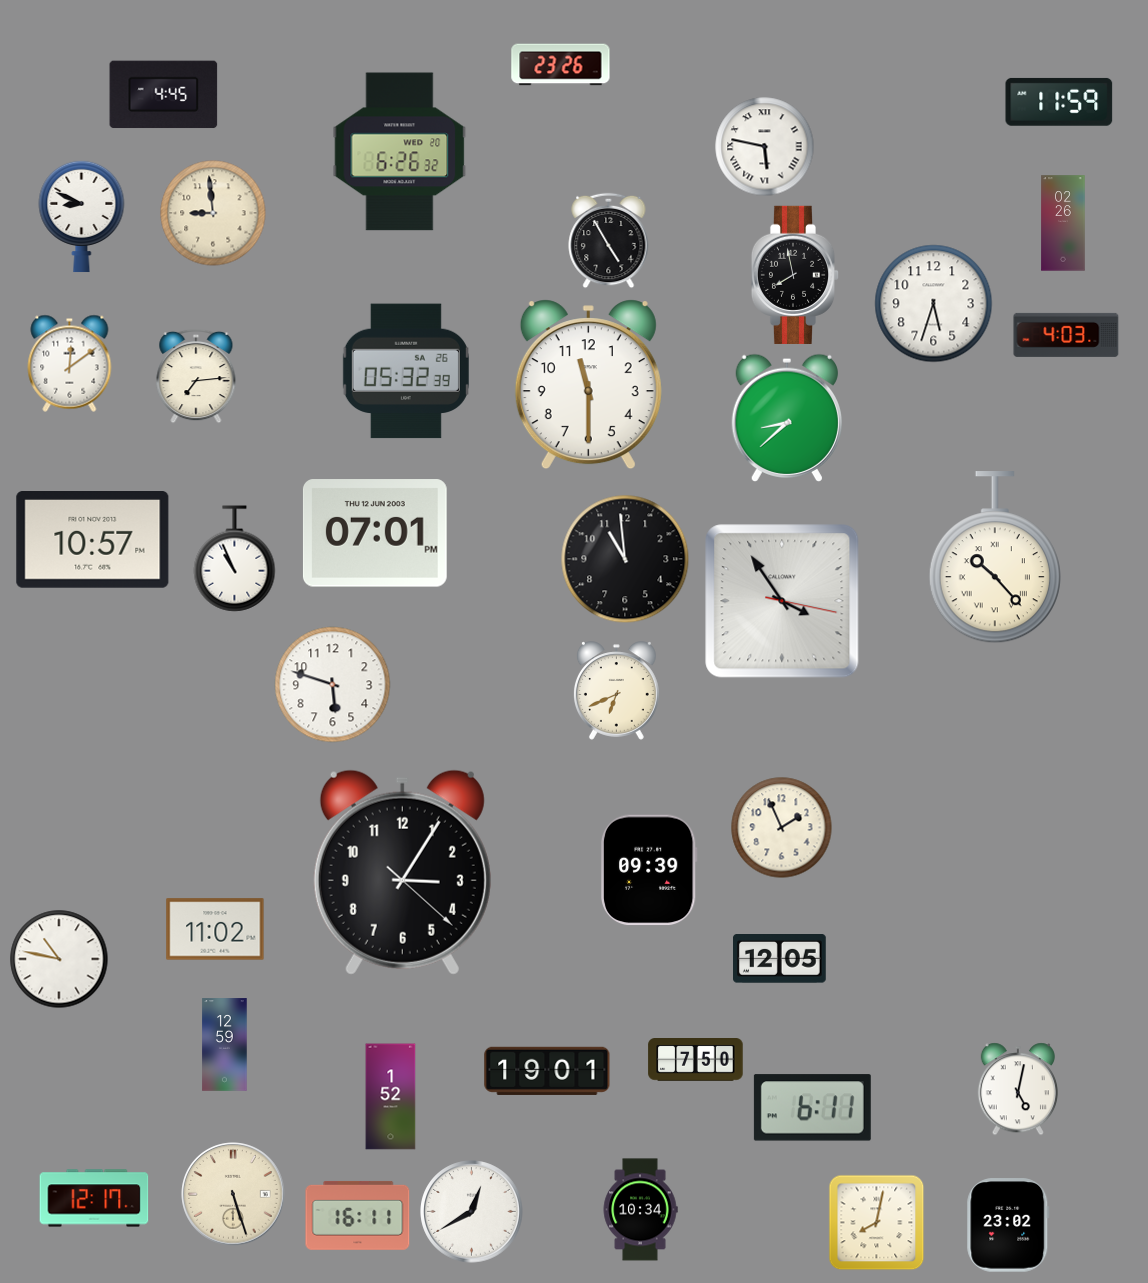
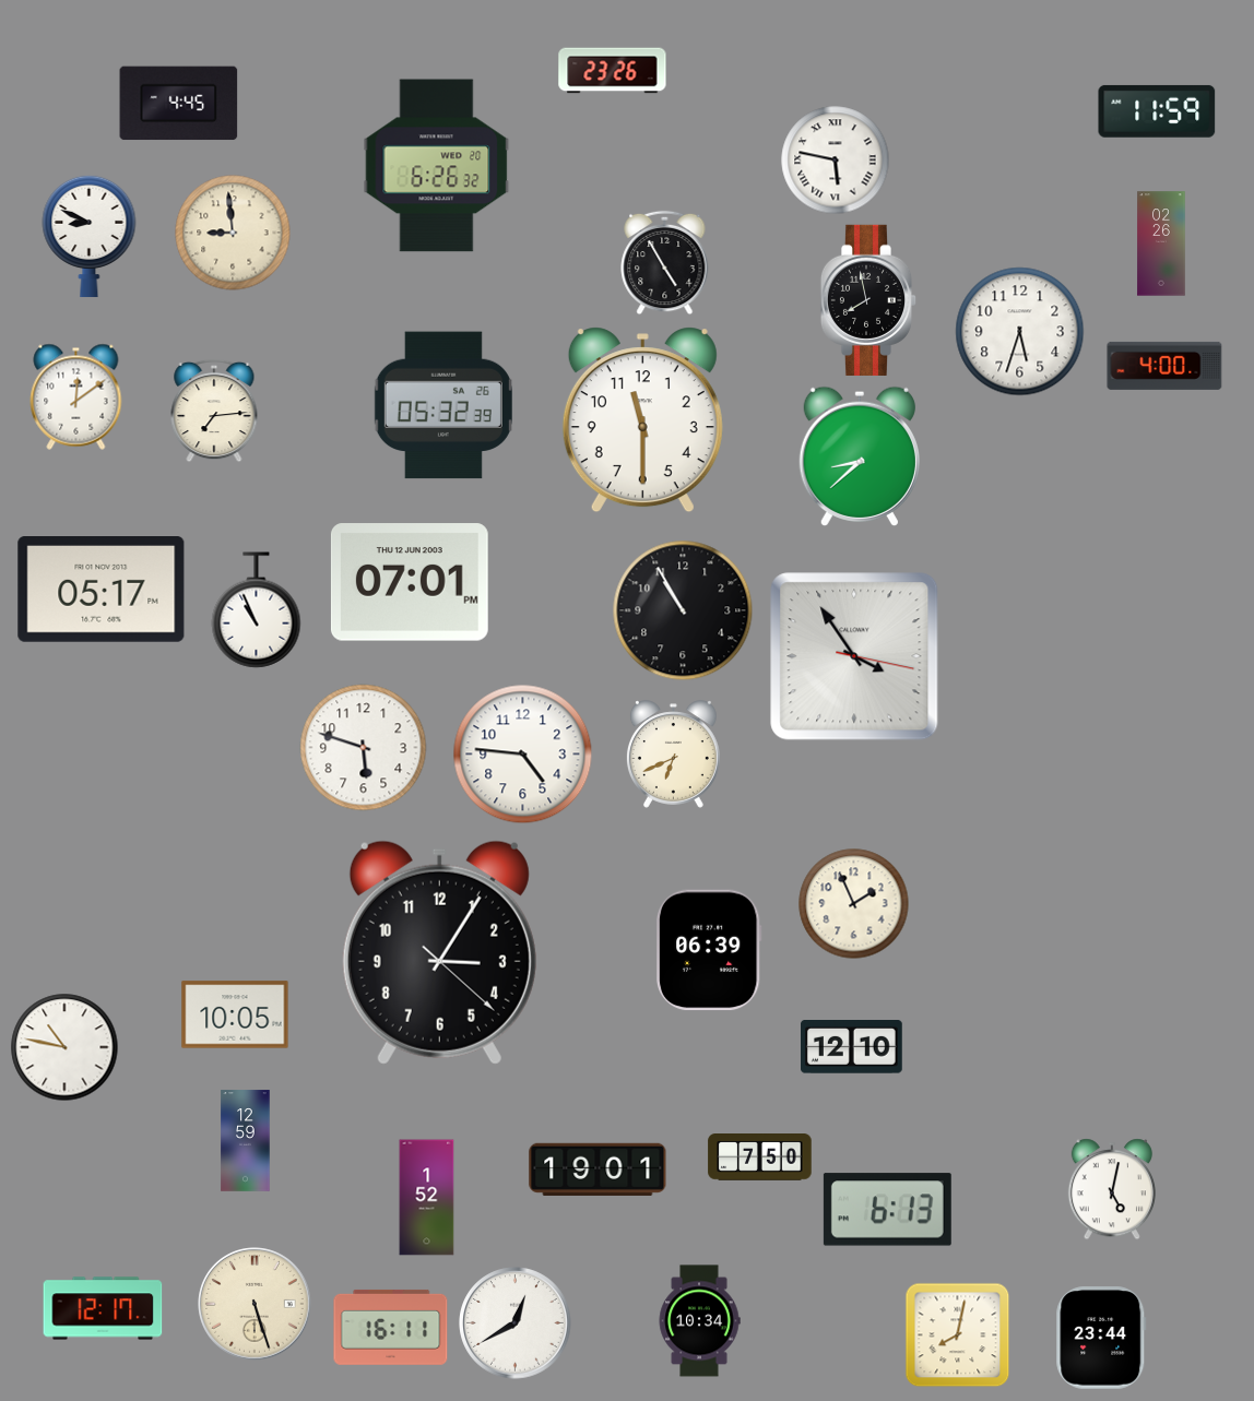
clock at (1066, 335): 4:03 -> 4:00
clock at (93, 540): 10:57 -> 05:17
clock at (995, 558): 10:23 -> none
clock at (625, 559): 10:59 -> 10:55
clock at (523, 755): none -> 4:46
clock at (649, 870): 09:39 -> 06:39
clock at (215, 929): 11:02 -> 10:05
clock at (780, 959): 12:05 -> 12:10
clock at (812, 1108): 6:11 -> 6:13
clock at (1008, 1225): 23:02 -> 23:44
